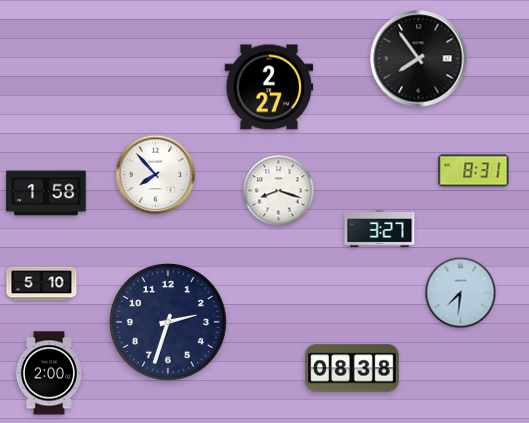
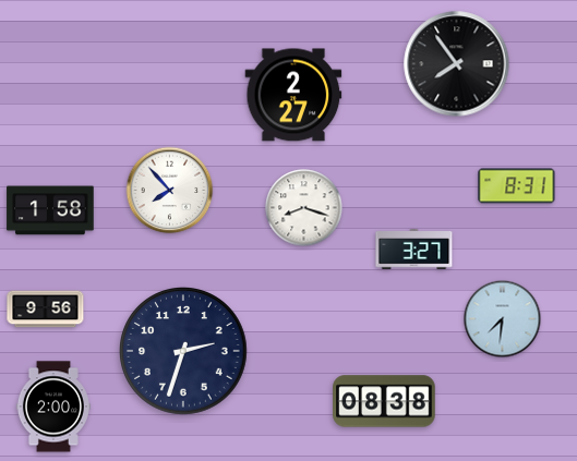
clock at (42, 284): 5:10 -> 9:56
